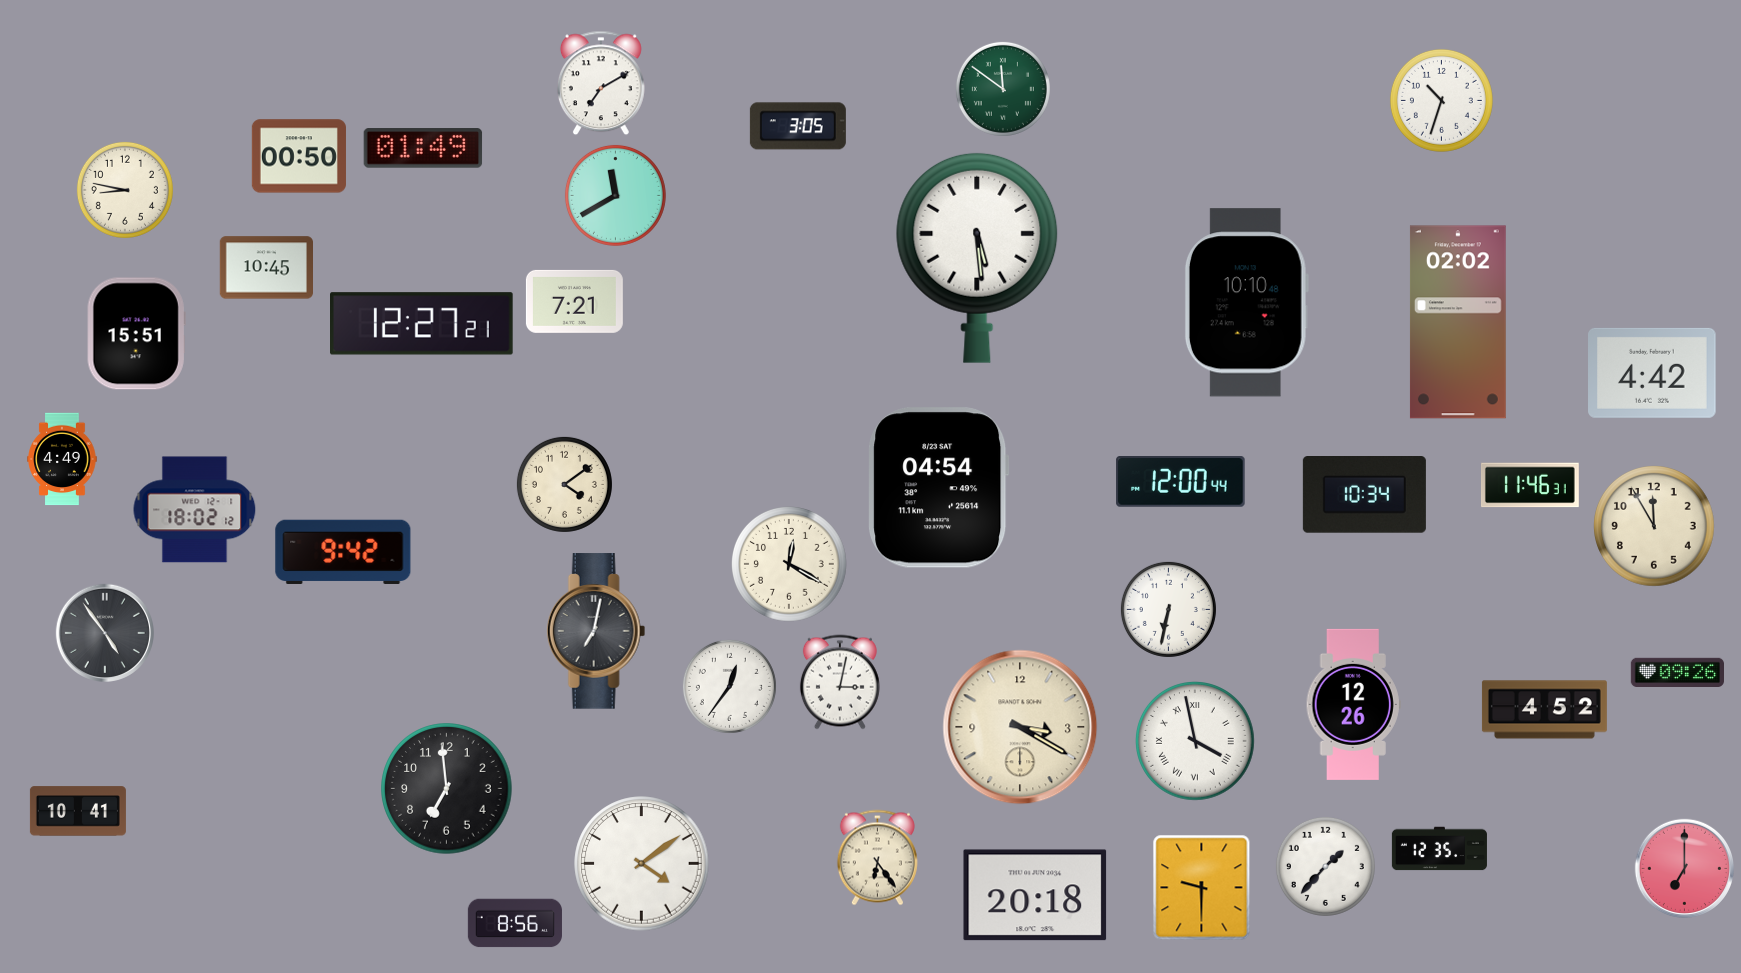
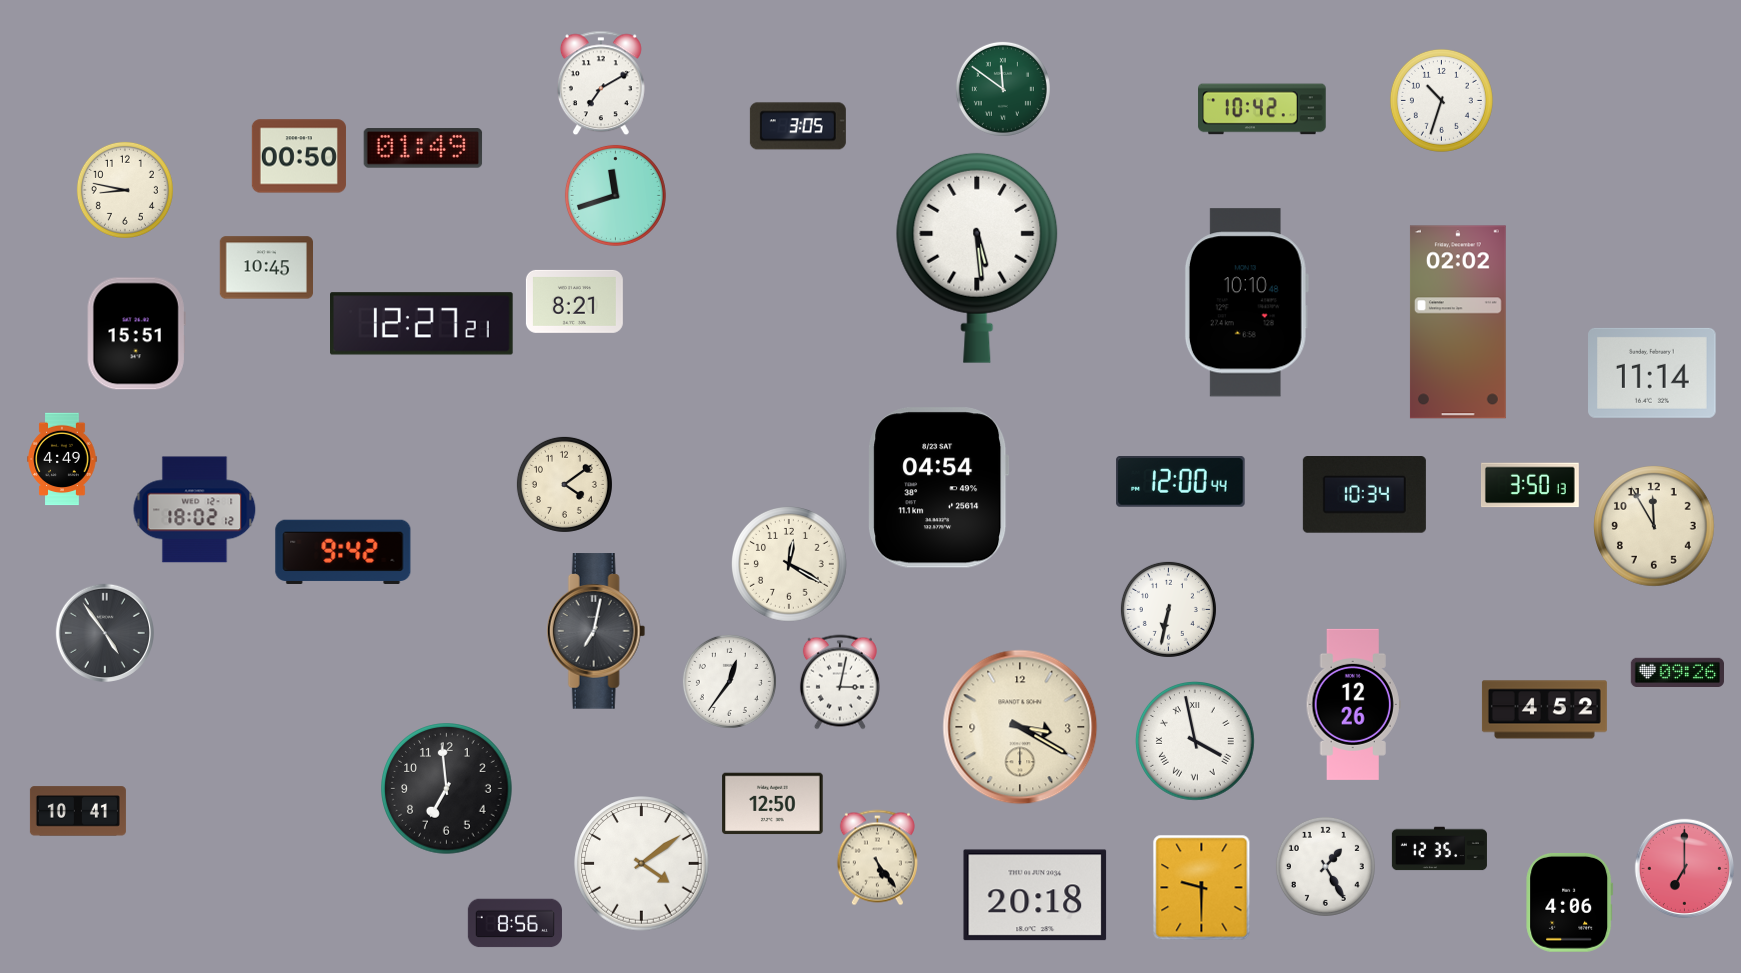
clock at (1262, 109): none -> 10:42
clock at (615, 195): 11:40 -> 11:42
clock at (574, 301): 7:21 -> 8:21
clock at (1653, 373): 4:42 -> 11:14
clock at (1530, 485): 11:46 -> 3:50
clock at (729, 686) position: (729, 686) -> (729, 681)
clock at (773, 804): none -> 12:50
clock at (877, 858): 6:24 -> 5:24
clock at (1325, 866): 1:37 -> 1:25
clock at (1570, 902): none -> 4:06
